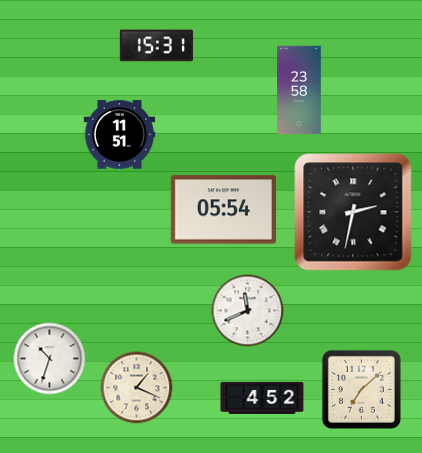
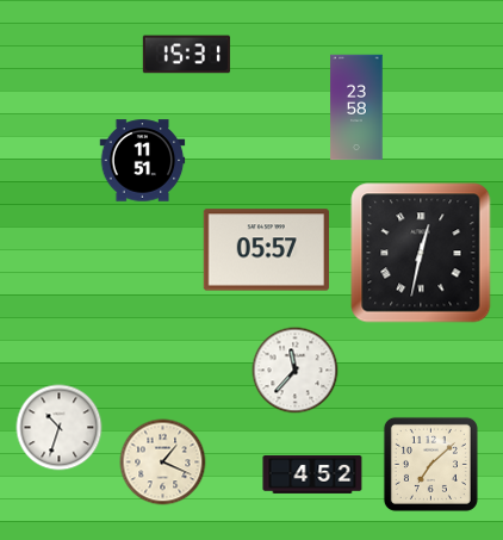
clock at (223, 210): 05:54 -> 05:57
clock at (353, 212): 2:32 -> 12:32
clock at (248, 311): 11:41 -> 11:37
